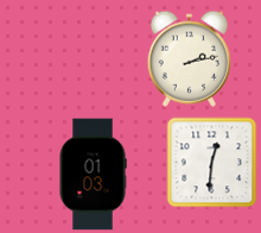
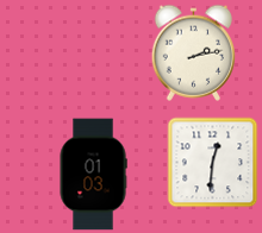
clock at (189, 58) position: (189, 58) -> (193, 52)
